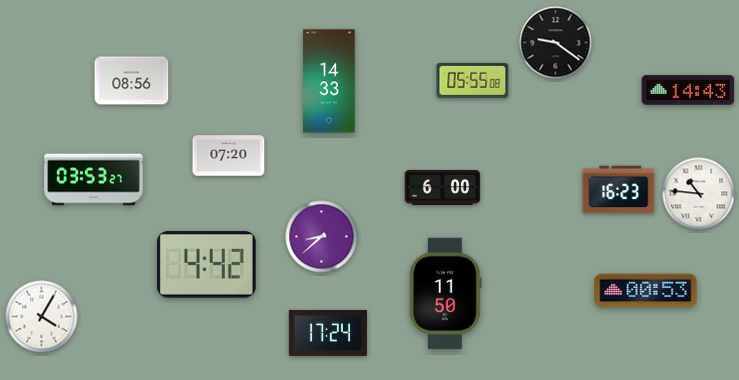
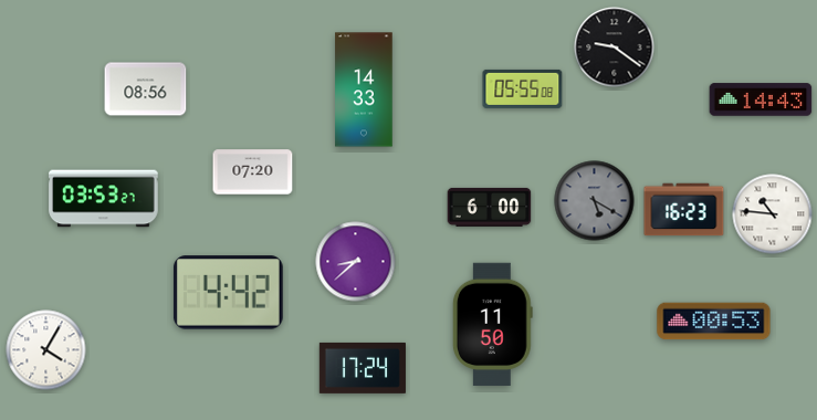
clock at (595, 201): none -> 5:20
